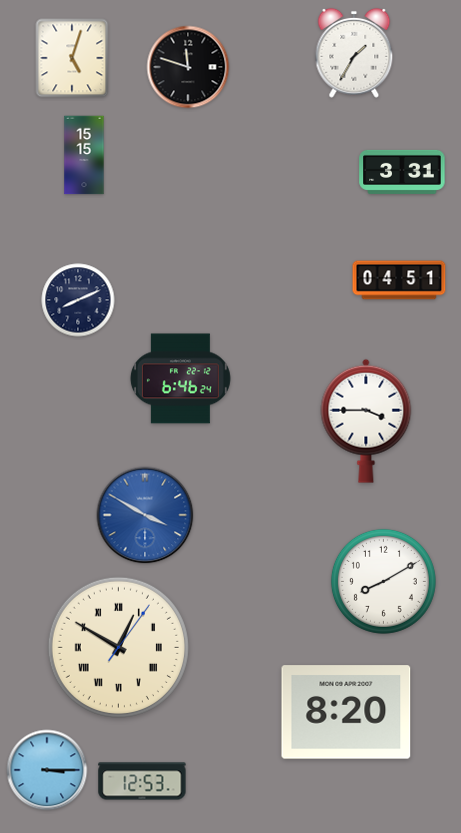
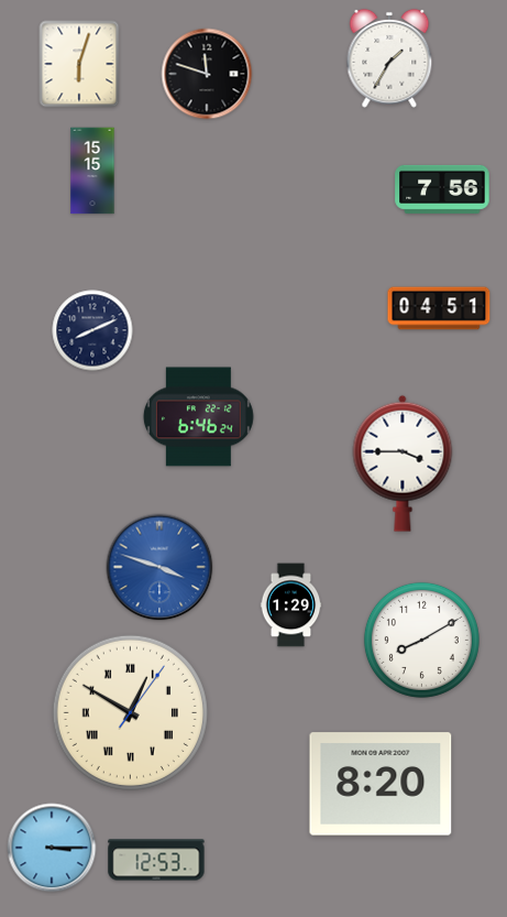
clock at (72, 58): 5:03 -> 6:03
clock at (402, 172): 3:31 -> 7:56
clock at (78, 300) position: (78, 300) -> (92, 330)
clock at (145, 515): 3:50 -> 3:48
clock at (291, 605): none -> 1:29
